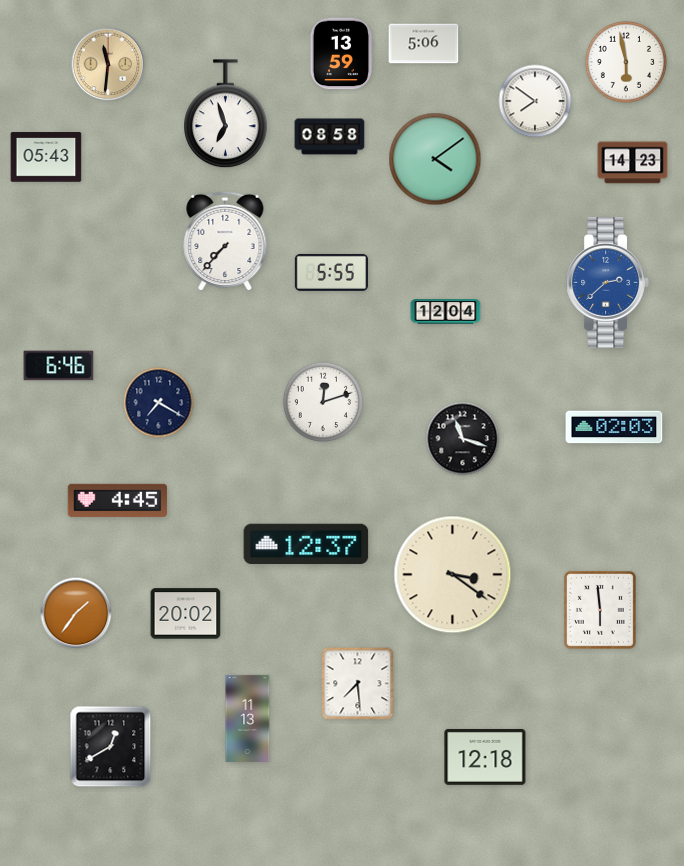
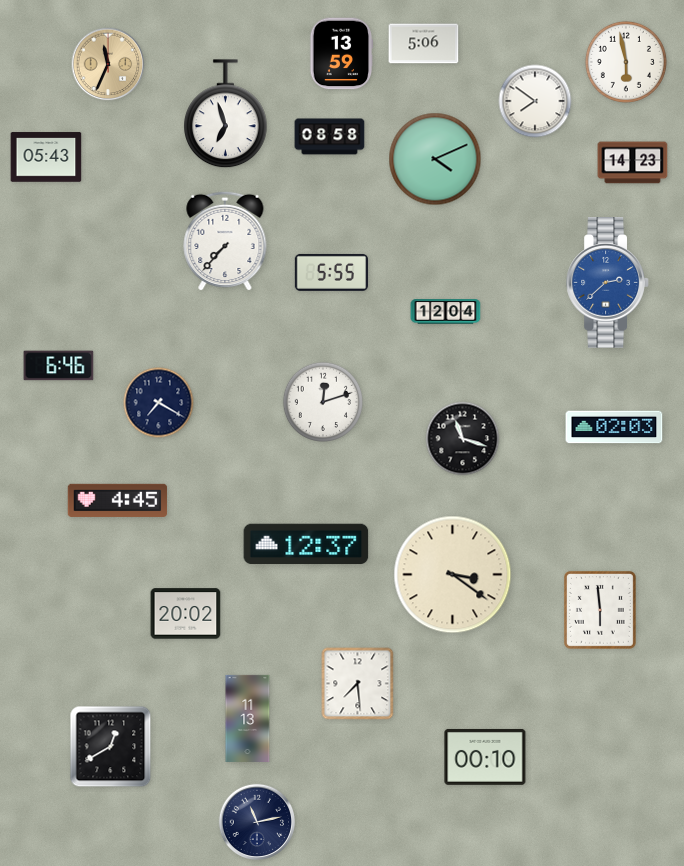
clock at (108, 64): 11:31 -> 11:34
clock at (435, 159): 4:09 -> 4:11
clock at (76, 613): 1:36 -> none
clock at (485, 757): 12:18 -> 00:10
clock at (256, 821): none -> 11:13
